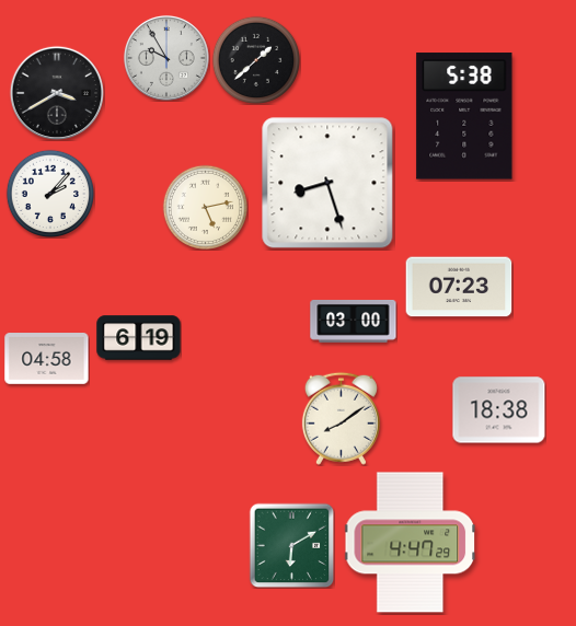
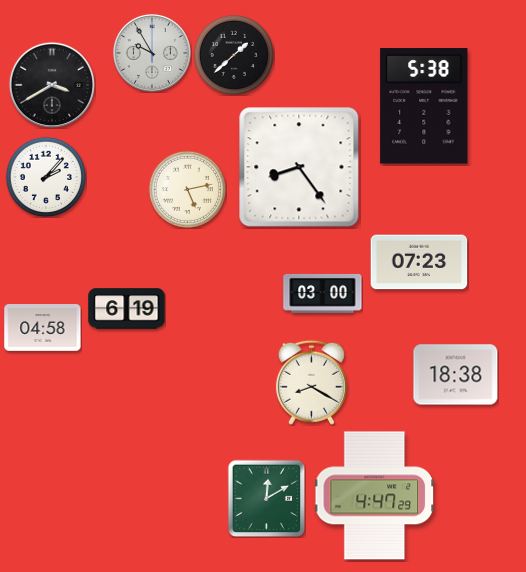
clock at (327, 183): 8:27 -> 8:24
clock at (341, 418): 8:09 -> 8:20
clock at (291, 545): 6:10 -> 12:10
